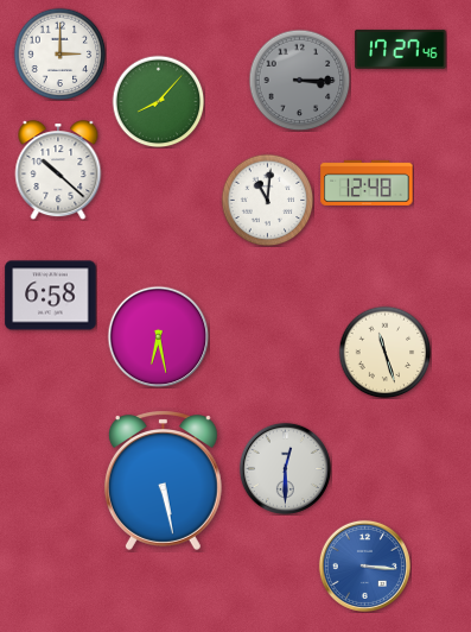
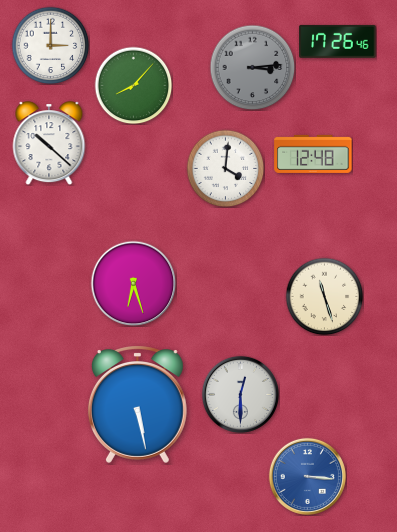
clock at (401, 49): 17:27 -> 17:26
clock at (299, 80): 3:15 -> 3:14
clock at (367, 183) position: (367, 183) -> (313, 154)
clock at (267, 200): 11:01 -> 4:01
clock at (51, 296): 6:58 -> none
clock at (158, 336): 6:28 -> 6:27
